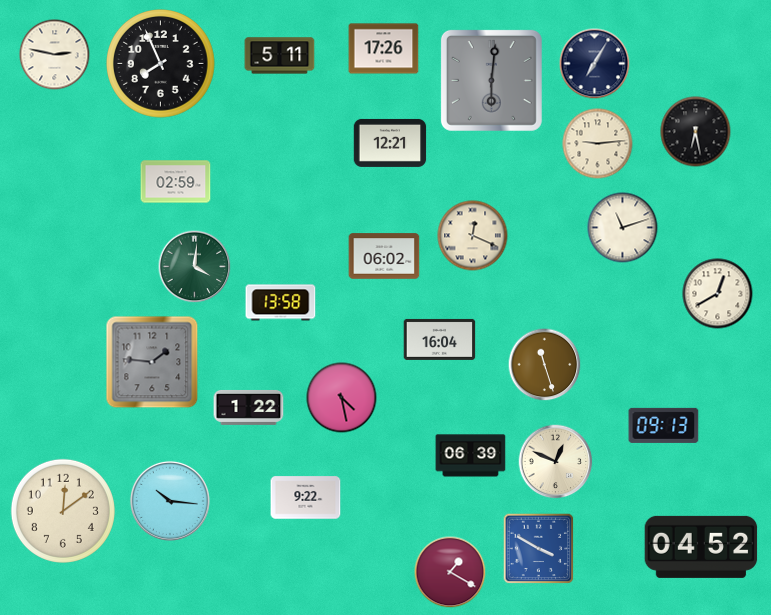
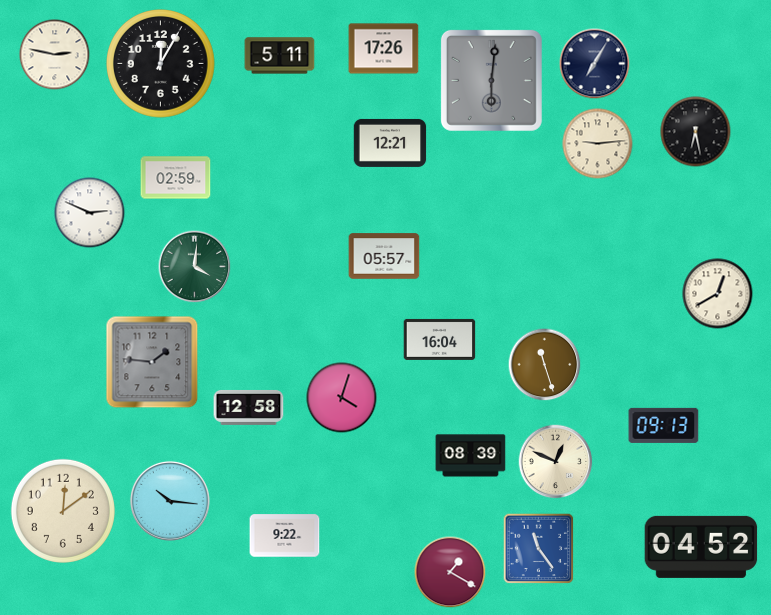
clock at (161, 64): 7:56 -> 12:05
clock at (176, 182) position: (176, 182) -> (176, 178)
clock at (90, 213): none -> 2:49
clock at (623, 228): 11:12 -> none
clock at (473, 236): 12:19 -> none
clock at (384, 256): 06:02 -> 05:57
clock at (281, 303): 13:58 -> none
clock at (342, 398): 4:28 -> 4:03
clock at (249, 407): 1:22 -> 12:58
clock at (471, 456): 06:39 -> 08:39
clock at (306, 498) position: (306, 498) -> (285, 536)
clock at (539, 549): 3:50 -> 11:24
